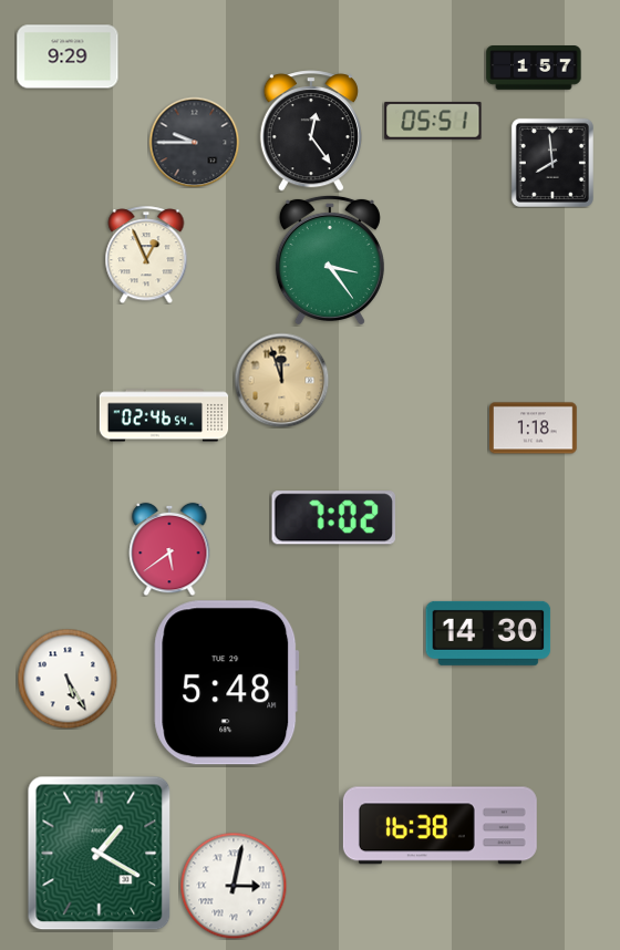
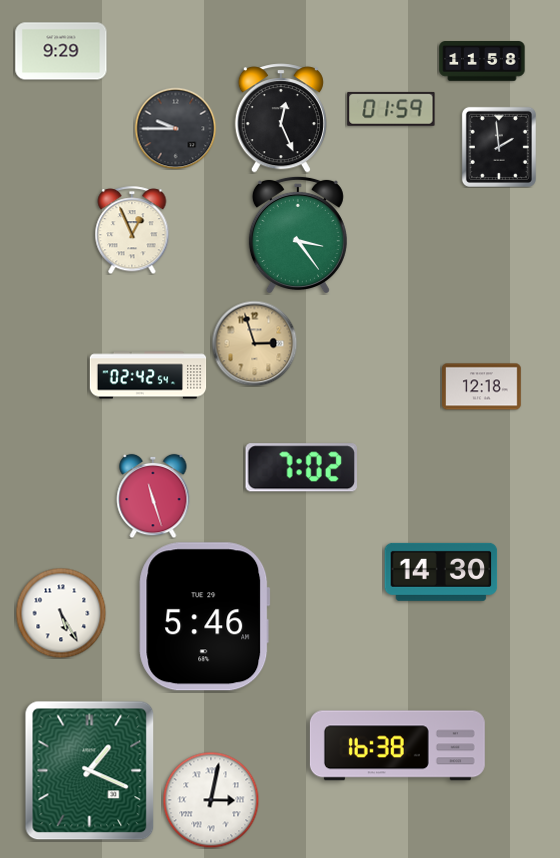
clock at (534, 68): 1:57 -> 11:58
clock at (433, 121): 05:51 -> 01:59
clock at (311, 131): 12:24 -> 12:26
clock at (552, 163): 7:59 -> 1:59
clock at (281, 380): 11:57 -> 2:57
clock at (164, 415): 02:46 -> 02:42
clock at (534, 428): 1:18 -> 12:18
clock at (169, 549): 5:39 -> 11:27
clock at (227, 683): 5:48 -> 5:46
clock at (100, 854): 1:20 -> 1:19
